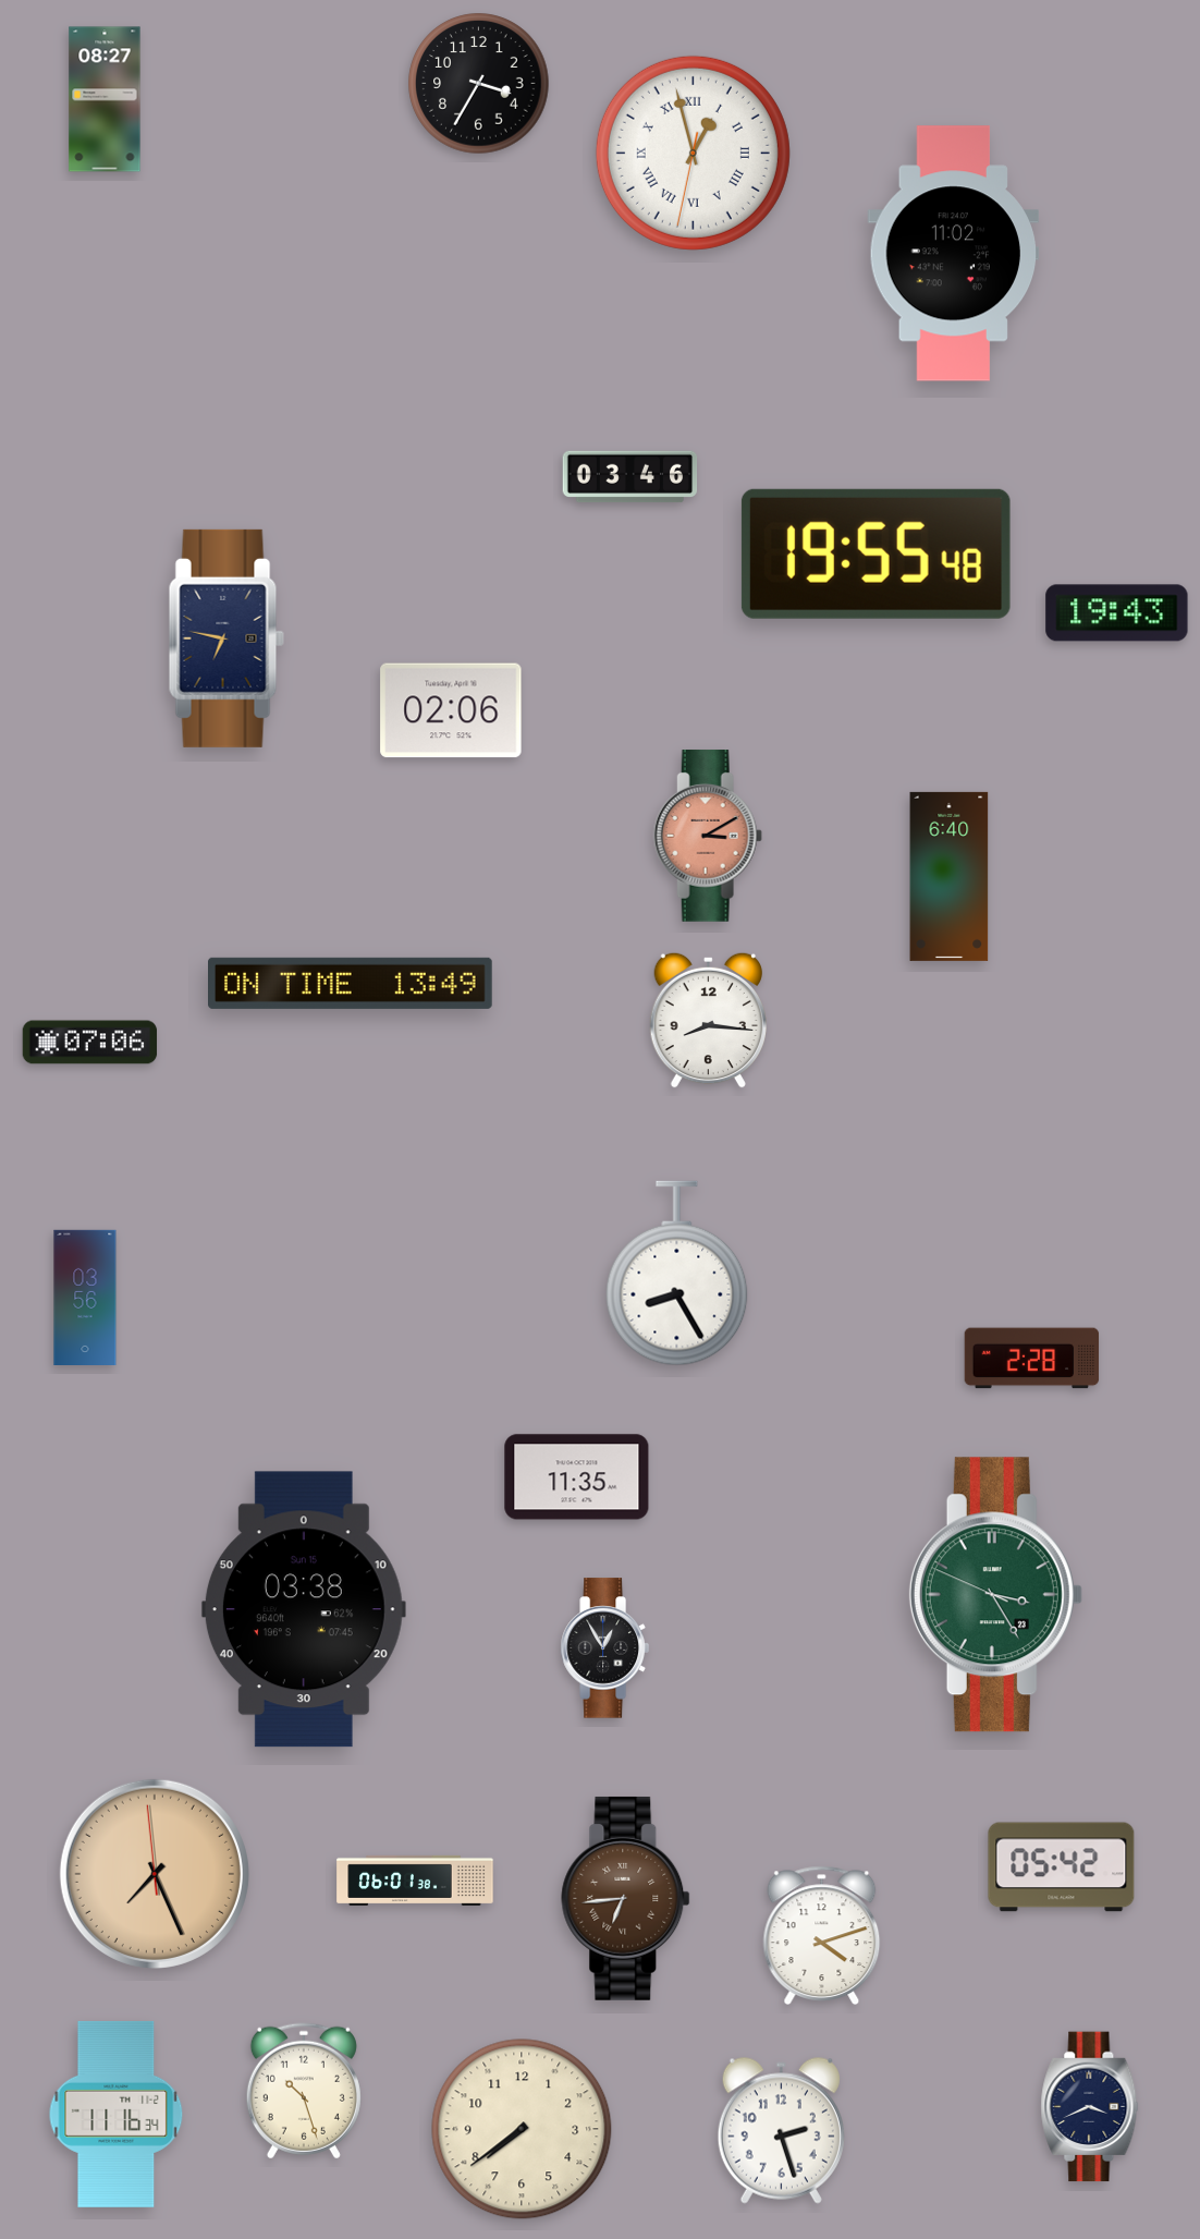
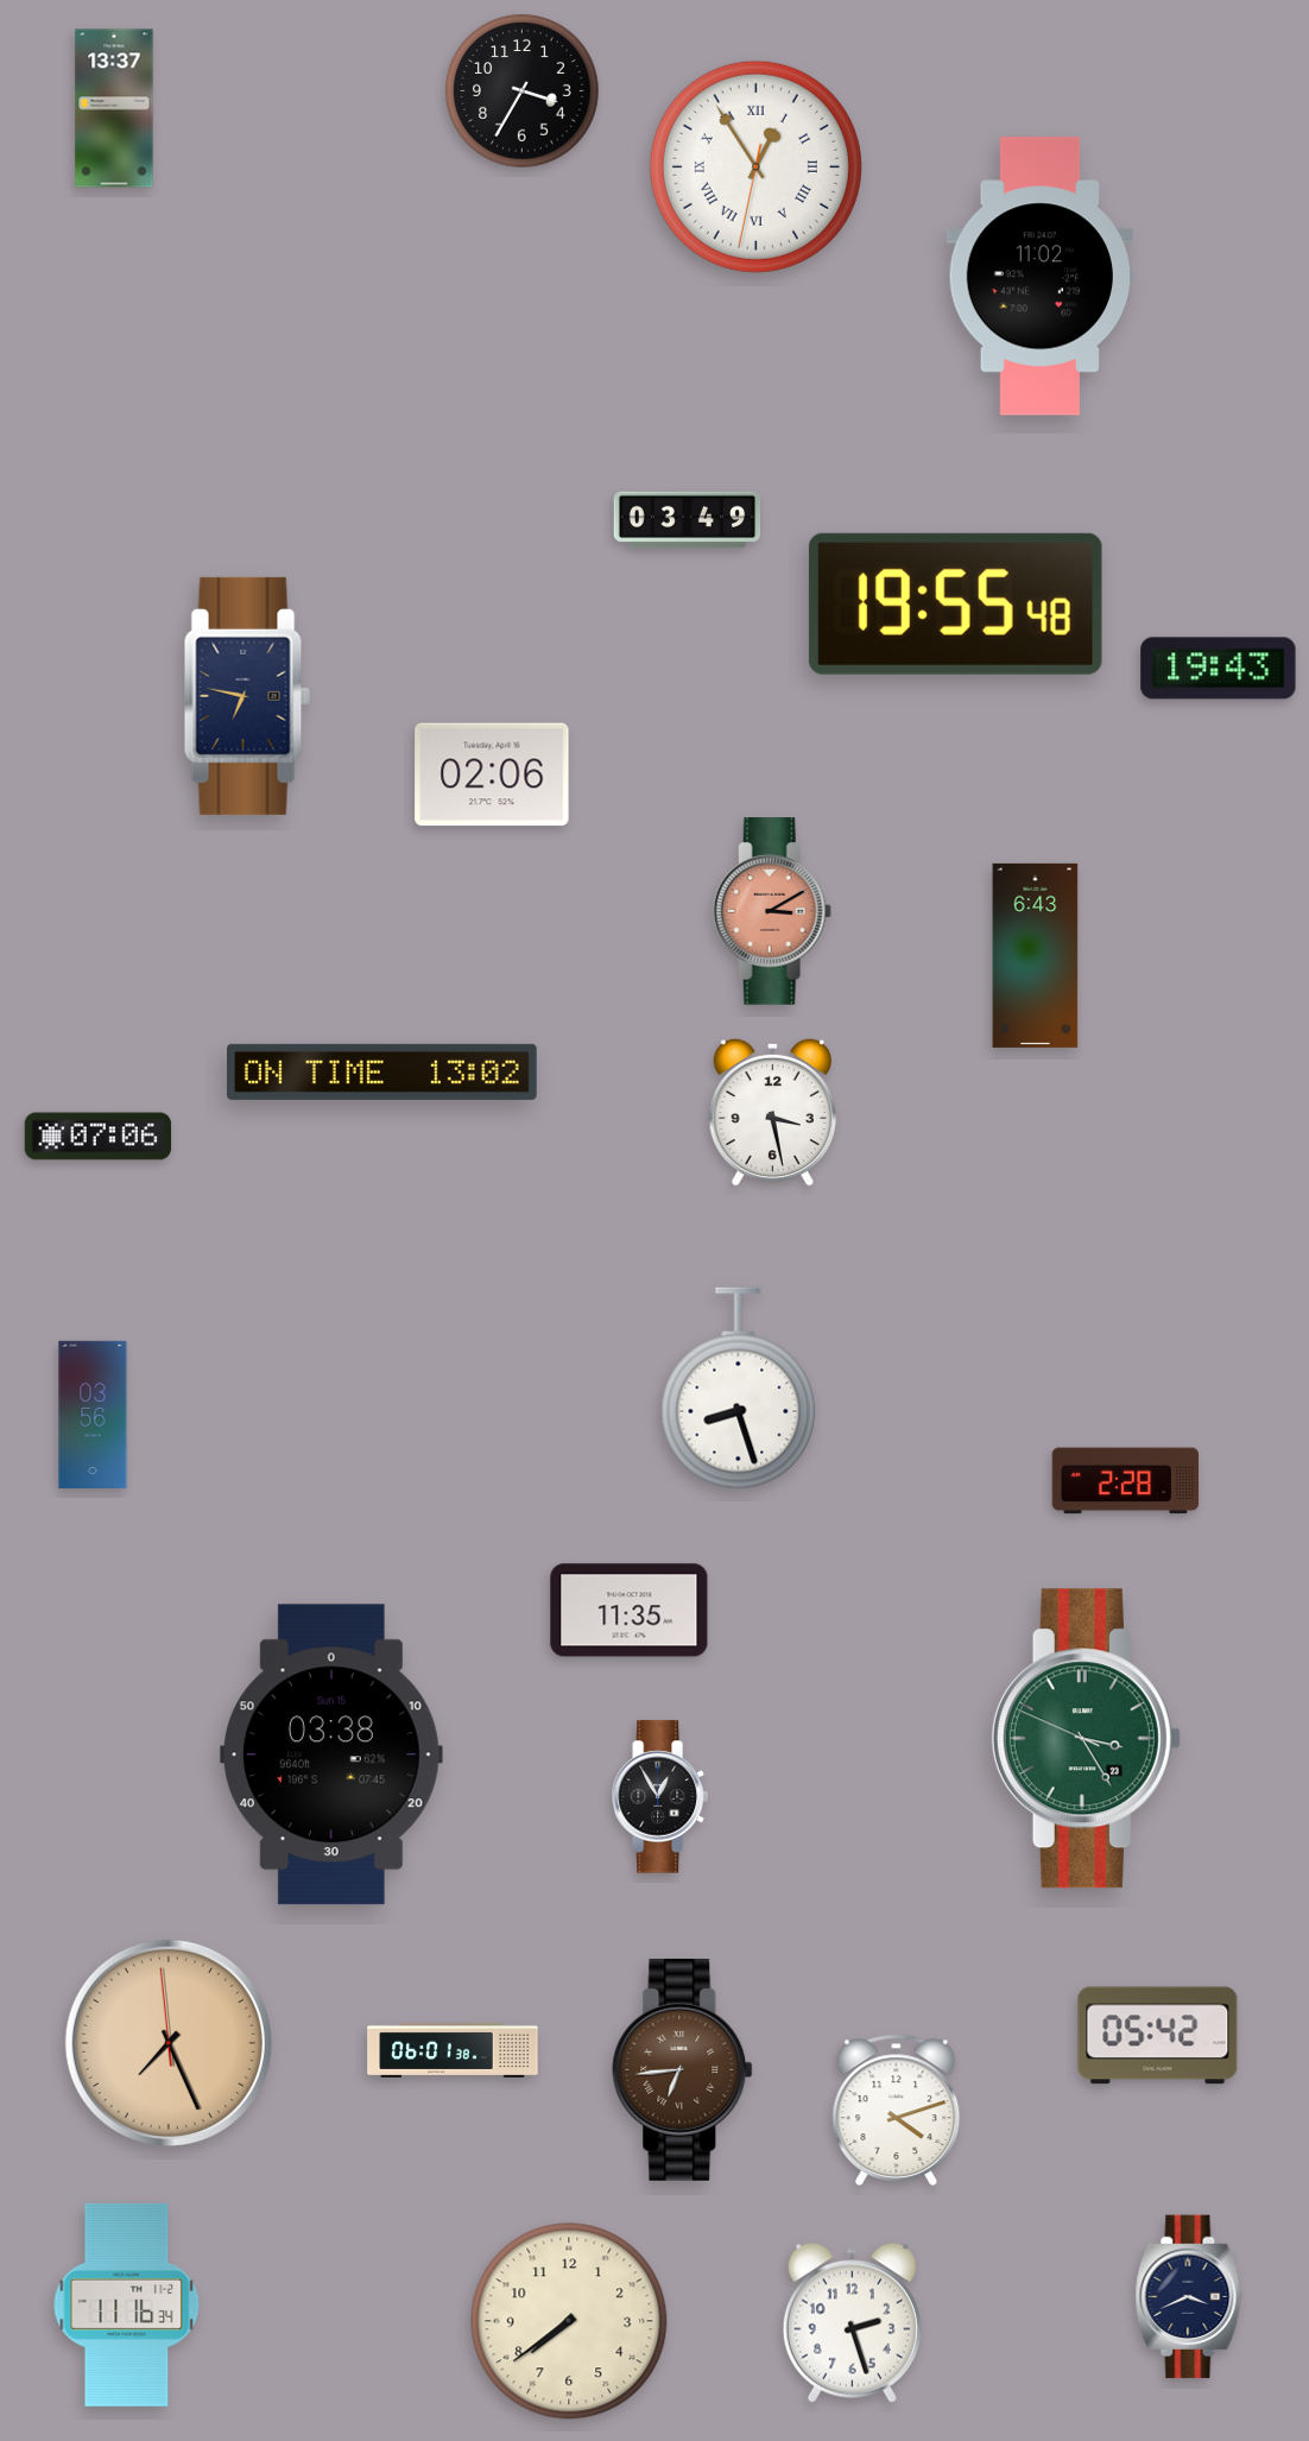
clock at (105, 99): 08:27 -> 13:37
clock at (693, 153): 12:57 -> 12:54
clock at (630, 477): 03:46 -> 03:49
clock at (950, 876): 6:40 -> 6:43
clock at (351, 983): 13:49 -> 13:02
clock at (708, 1020): 8:16 -> 3:28
clock at (677, 1274): 8:25 -> 8:27
clock at (304, 2091): 10:27 -> none
